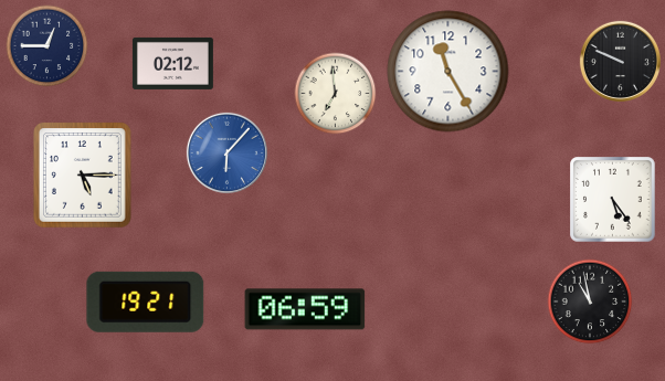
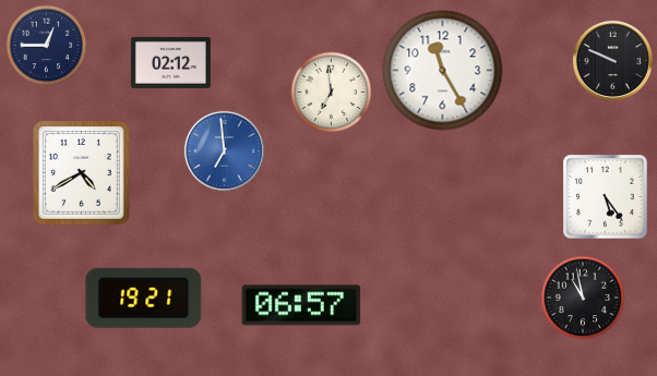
clock at (226, 152): 6:07 -> 6:59
clock at (83, 176): 5:15 -> 4:40
clock at (305, 309): 06:59 -> 06:57
